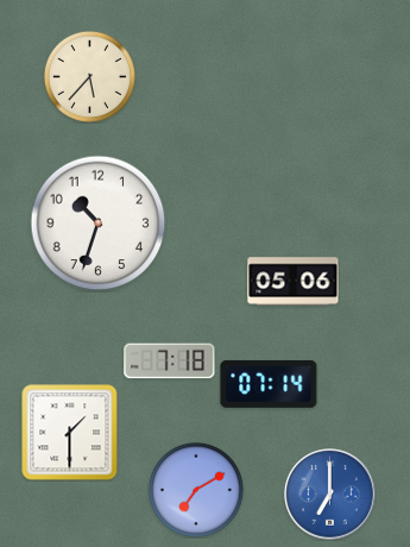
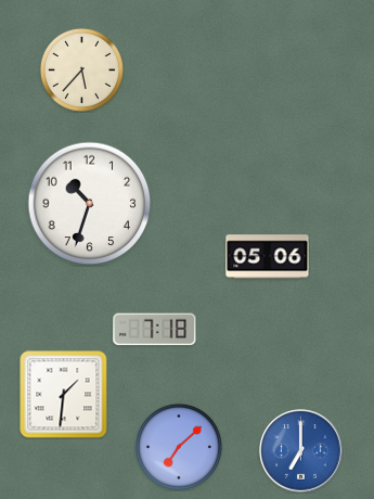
clock at (269, 384): 07:14 -> none
clock at (70, 433): 1:30 -> 1:31
clock at (196, 490): 7:10 -> 7:08
